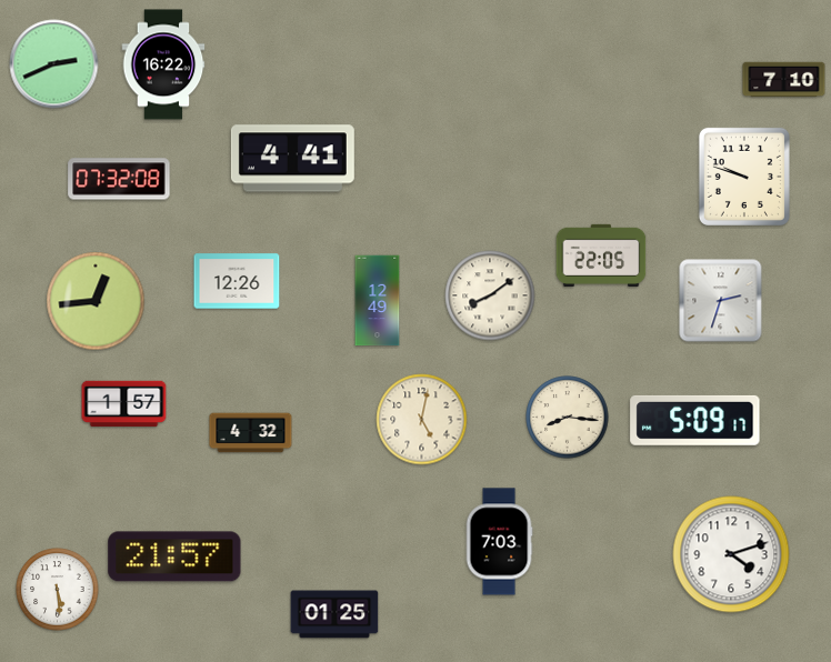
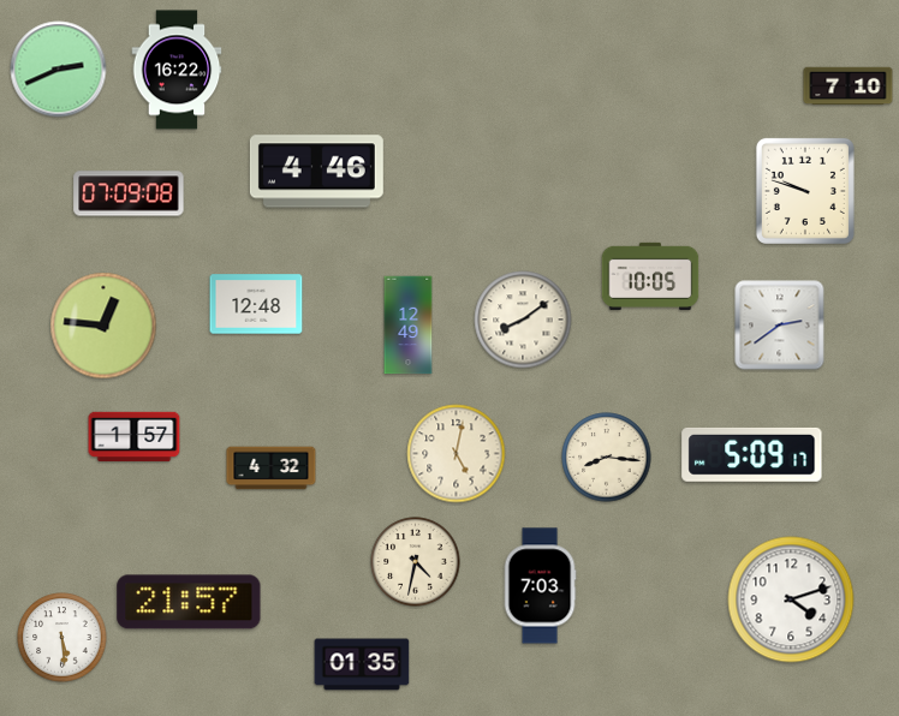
clock at (292, 159): 4:41 -> 4:46
clock at (119, 179): 07:32 -> 07:09
clock at (601, 255): 22:05 -> 10:05
clock at (237, 281): 12:26 -> 12:48
clock at (490, 295) position: (490, 295) -> (523, 320)
clock at (96, 301): 12:44 -> 12:46
clock at (721, 301): 2:33 -> 2:39
clock at (568, 418) position: (568, 418) -> (607, 458)
clock at (416, 562): none -> 4:32
clock at (334, 614): 01:25 -> 01:35
